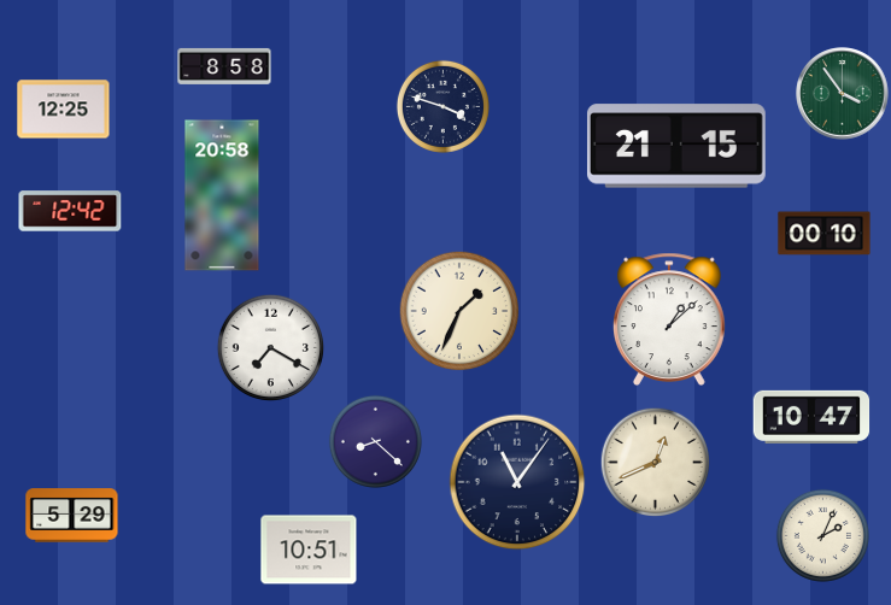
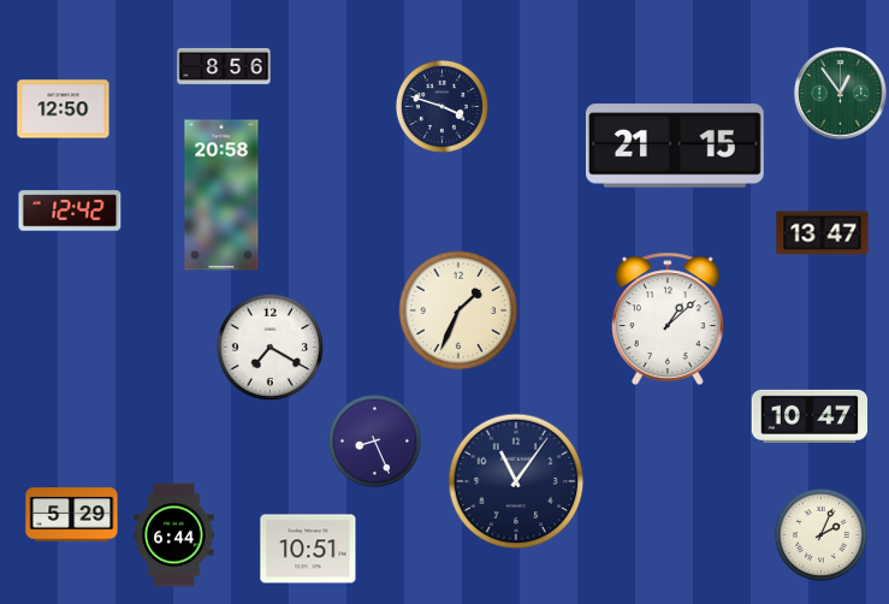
clock at (224, 66): 8:58 -> 8:56
clock at (843, 94): 3:54 -> 12:54
clock at (64, 110): 12:25 -> 12:50
clock at (825, 234): 00:10 -> 13:47
clock at (375, 441): 8:22 -> 8:26
clock at (655, 462): 12:41 -> none
clock at (174, 535): none -> 6:44
